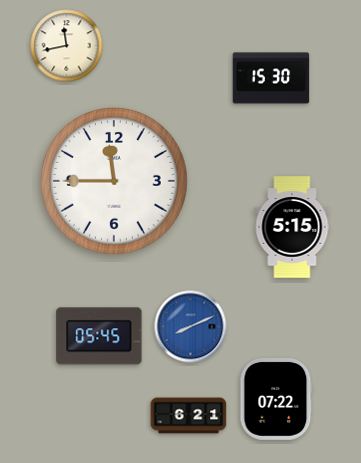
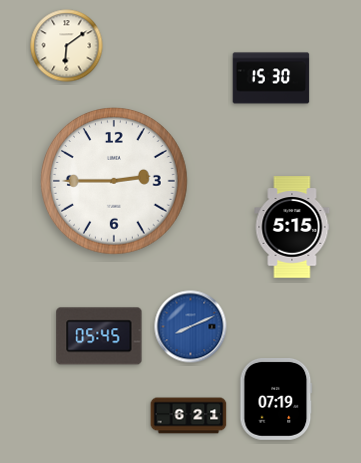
clock at (67, 46): 11:43 -> 6:09
clock at (115, 182): 11:45 -> 2:45
clock at (276, 400): 07:22 -> 07:19
